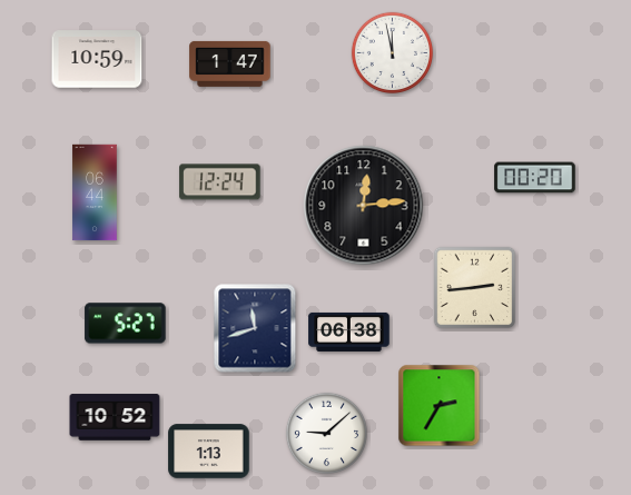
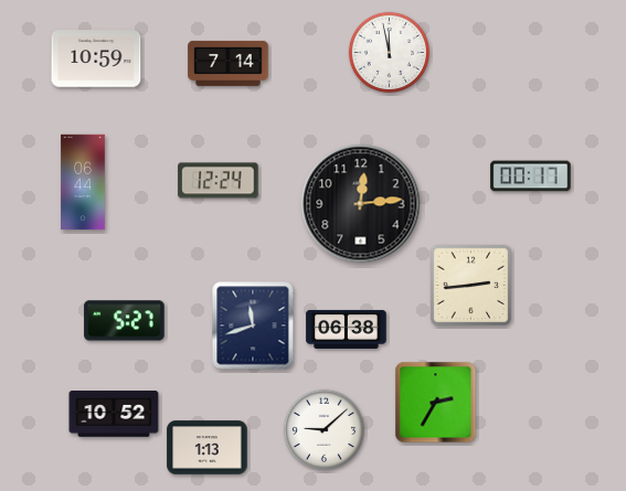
clock at (230, 63): 1:47 -> 7:14
clock at (535, 178): 00:20 -> 00:17
clock at (95, 192) position: (95, 192) -> (83, 182)
